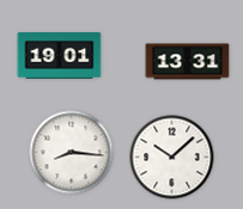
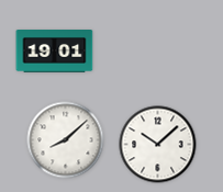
clock at (188, 62): 13:31 -> none
clock at (72, 153): 8:16 -> 8:08
